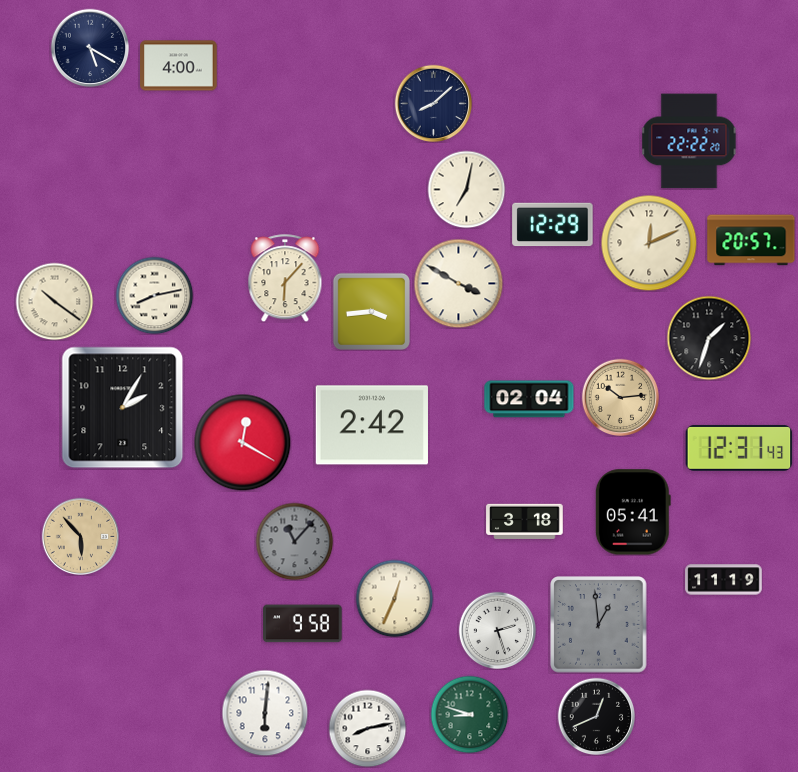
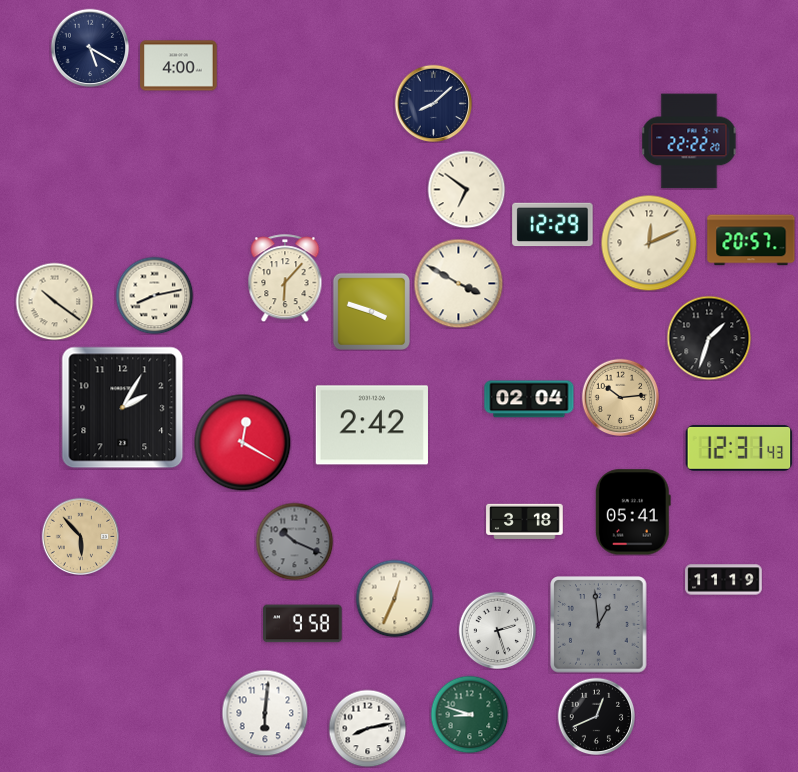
clock at (466, 189): 7:02 -> 6:51
clock at (371, 311): 3:44 -> 3:48
clock at (294, 541): 11:07 -> 10:19
